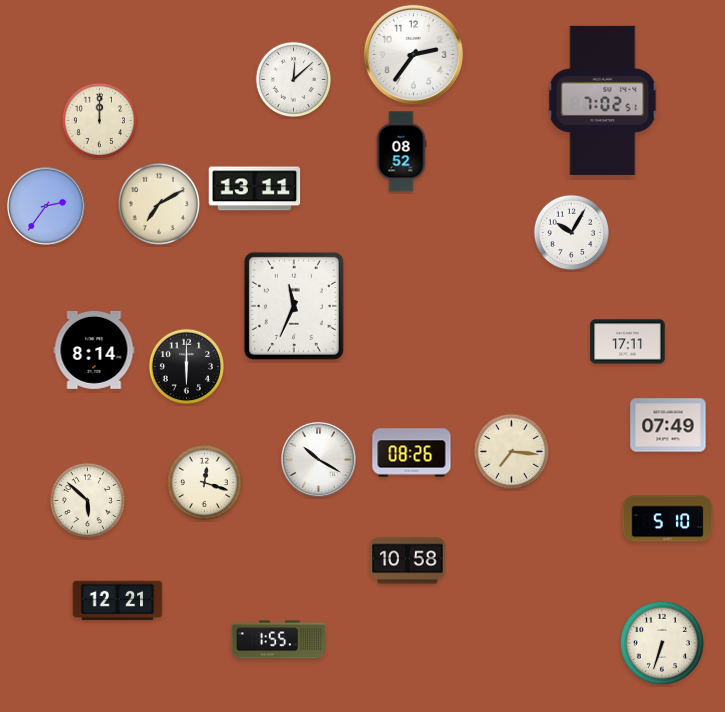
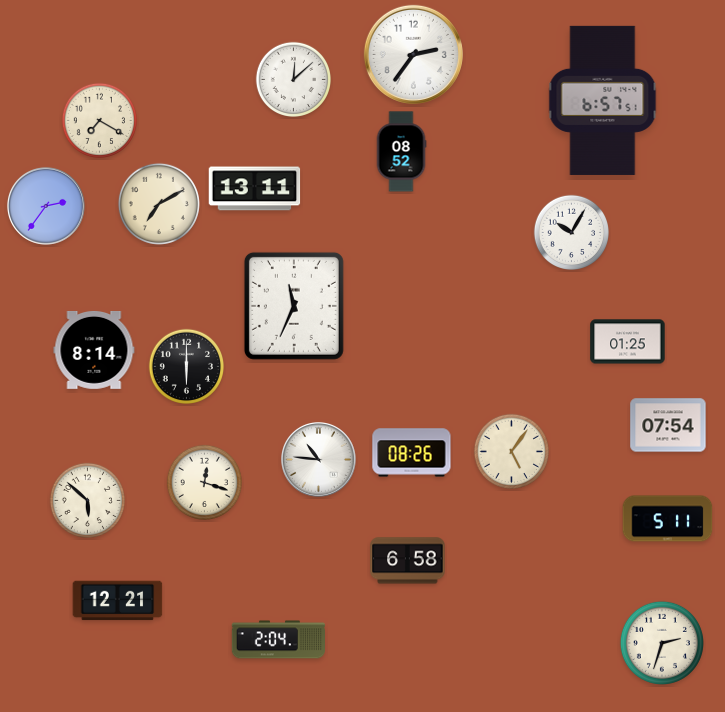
clock at (603, 100): 7:02 -> 6:57
clock at (99, 120): 12:00 -> 7:20
clock at (628, 342): 17:11 -> 01:25
clock at (668, 425): 07:49 -> 07:54
clock at (511, 451): 7:16 -> 5:06
clock at (319, 460): 10:20 -> 10:46
clock at (668, 519): 5:10 -> 5:11
clock at (408, 561): 10:58 -> 6:58
clock at (278, 640): 1:55 -> 2:04
clock at (662, 643): 6:33 -> 2:33
